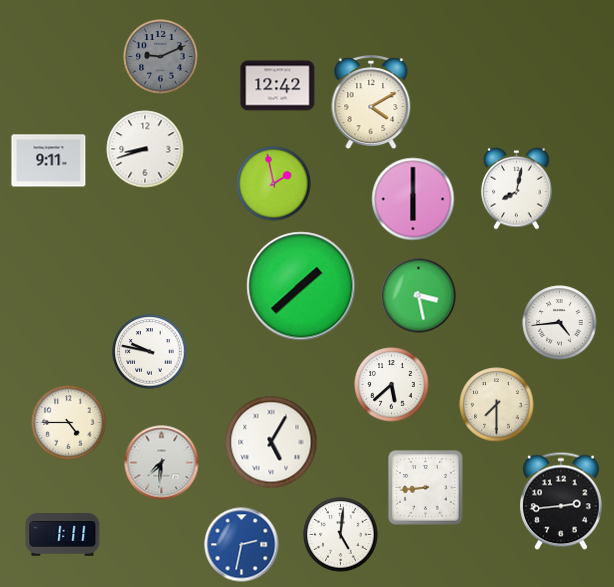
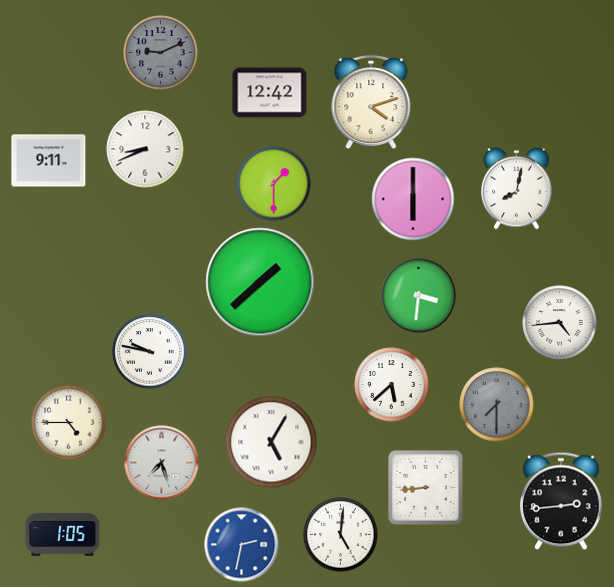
clock at (161, 57) position: (161, 57) -> (161, 53)
clock at (278, 86) position: (278, 86) -> (270, 93)
clock at (371, 103): 4:10 -> 4:12
clock at (145, 149): 8:42 -> 8:41
clock at (274, 184): 1:58 -> 1:30
clock at (301, 286) position: (301, 286) -> (260, 282)
clock at (419, 296): 3:28 -> 3:31
clock at (497, 405) dial: cream -> grey
clock at (162, 463): 7:31 -> 7:27
clock at (63, 535): 1:11 -> 1:05
